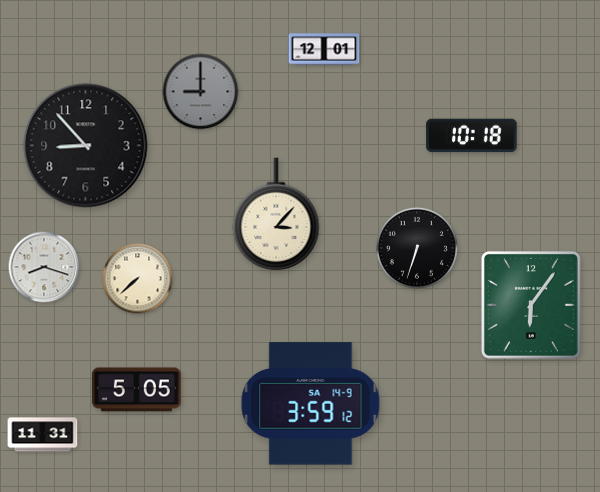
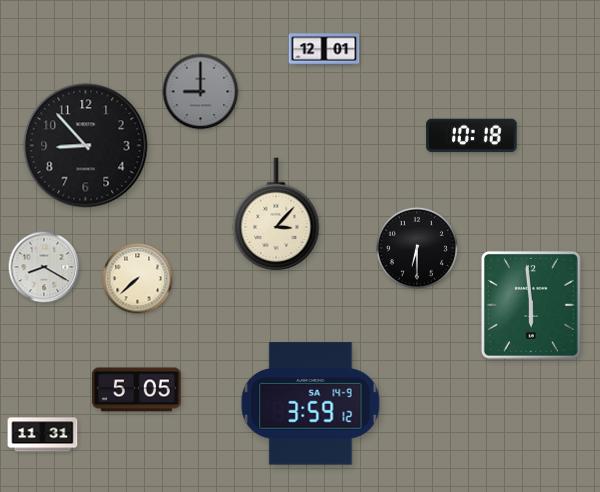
clock at (417, 248): 6:33 -> 6:30
clock at (44, 267): 8:18 -> 8:20
clock at (531, 305): 6:06 -> 5:59
